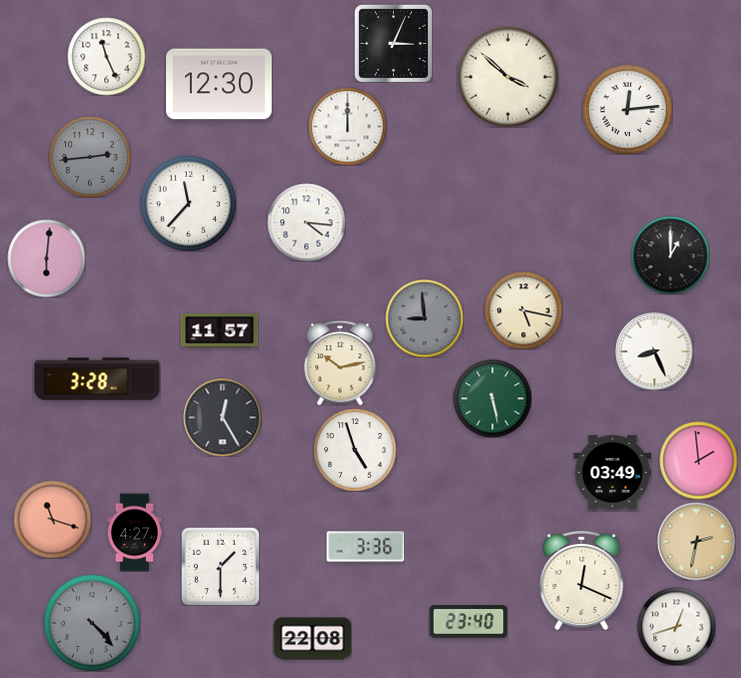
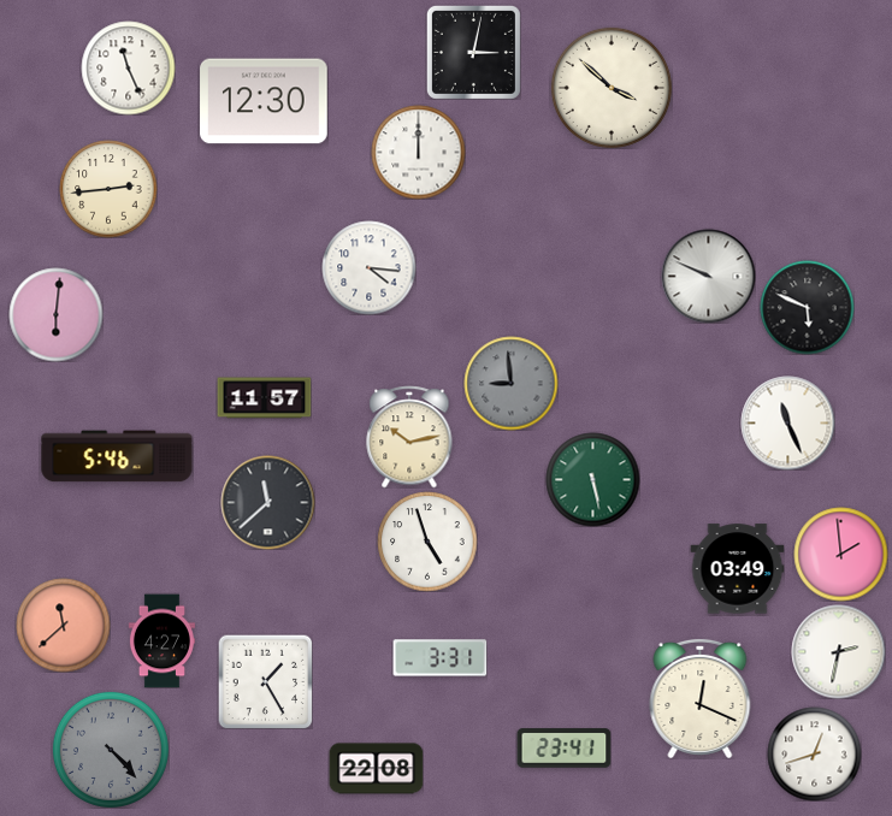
clock at (393, 43): 3:04 -> 3:02
clock at (508, 77) position: (508, 77) -> (612, 88)
clock at (627, 109): 12:14 -> none
clock at (90, 157) dial: grey -> cream
clock at (188, 203): 11:37 -> none
clock at (708, 276): none -> 9:49
clock at (670, 255): 1:00 -> 5:49
clock at (46, 258) position: (46, 258) -> (55, 314)
clock at (523, 310): 5:17 -> none
clock at (654, 351): 8:26 -> 11:26
clock at (97, 379): 3:28 -> 5:46
clock at (222, 417): 12:25 -> 11:38
clock at (52, 519): 11:18 -> 11:38
clock at (696, 541) dial: champagne -> white
clock at (365, 547): 3:36 -> 3:31
clock at (220, 566): 1:30 -> 1:25
clock at (468, 622): 23:40 -> 23:41
